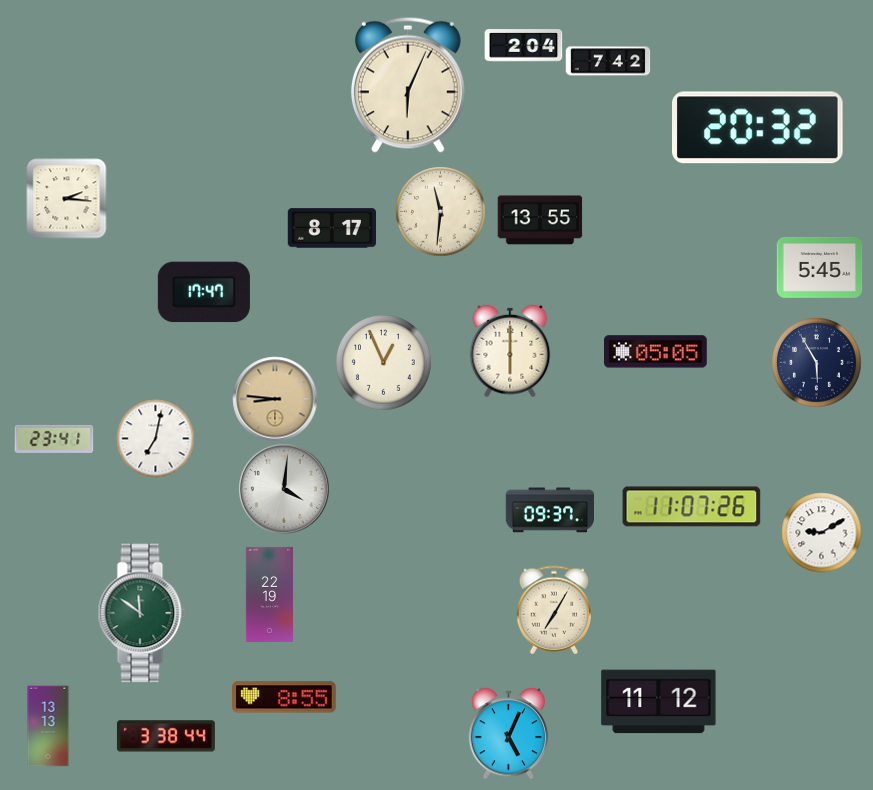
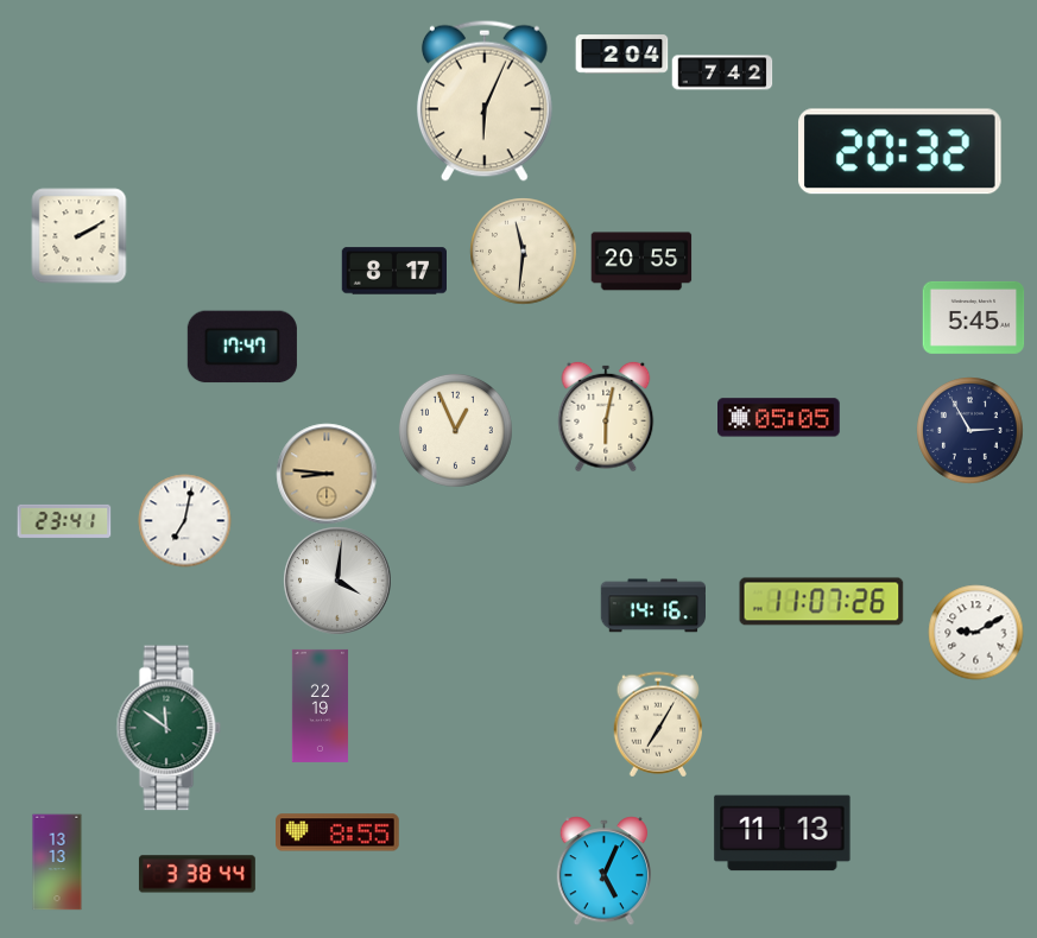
clock at (66, 198): 2:16 -> 2:10
clock at (540, 220): 13:55 -> 20:55
clock at (510, 351): 6:00 -> 6:02
clock at (816, 362): 5:55 -> 2:55
clock at (549, 510): 09:37 -> 14:16
clock at (285, 697) position: (285, 697) -> (339, 832)
clock at (659, 702): 11:12 -> 11:13
